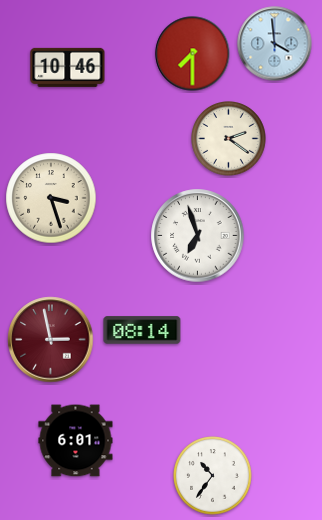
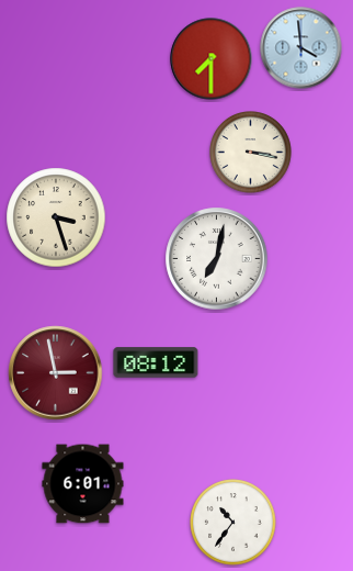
clock at (68, 67): 10:46 -> none
clock at (229, 139): 2:21 -> 3:17
clock at (198, 236): 6:57 -> 7:02
clock at (142, 330): 08:14 -> 08:12
